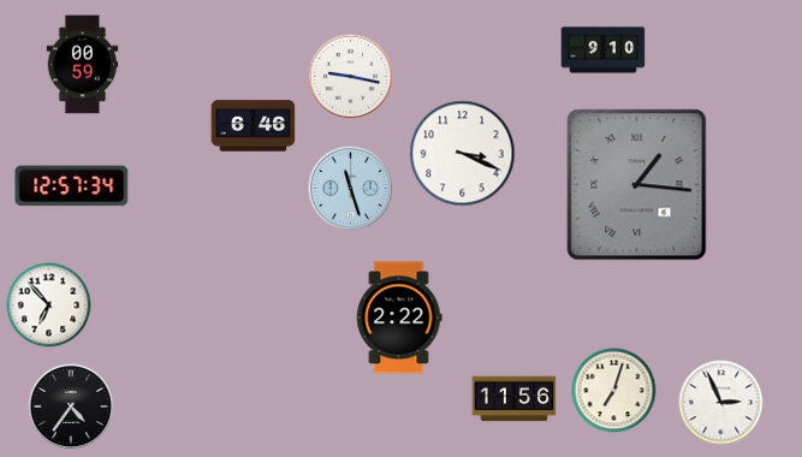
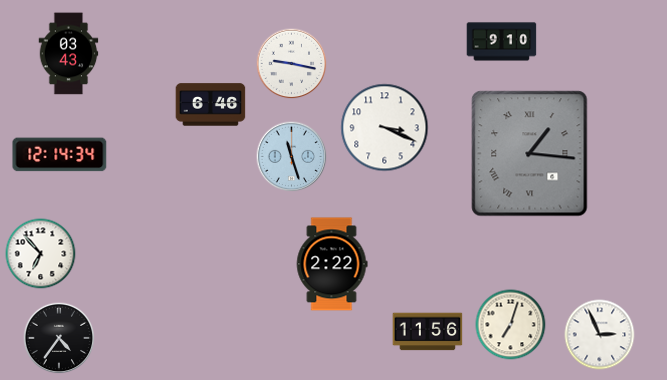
clock at (83, 65): 00:59 -> 03:43
clock at (72, 186): 12:57 -> 12:14
